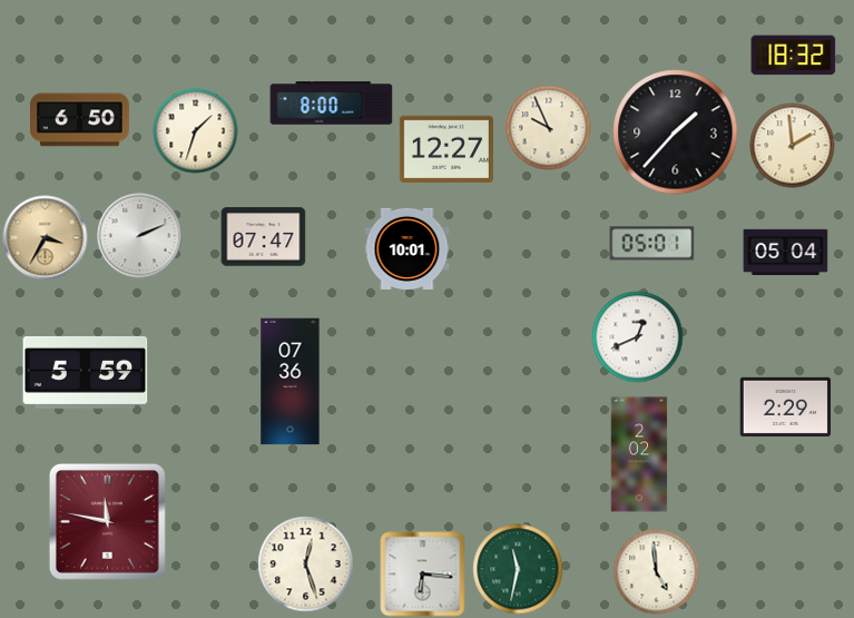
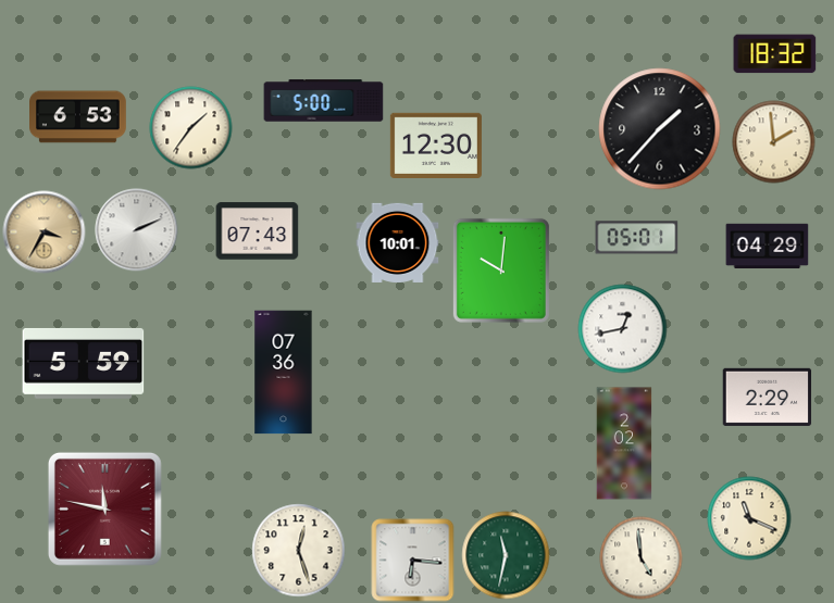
clock at (332, 104): 8:00 -> 5:00
clock at (80, 120): 6:50 -> 6:53
clock at (549, 128): 9:56 -> none
clock at (196, 131): 1:33 -> 1:36
clock at (446, 148): 12:27 -> 12:30
clock at (264, 237): 07:47 -> 07:43
clock at (786, 253): 05:04 -> 04:29
clock at (501, 271): none -> 10:01
clock at (638, 337): 12:41 -> 12:43
clock at (749, 518): none -> 11:19
